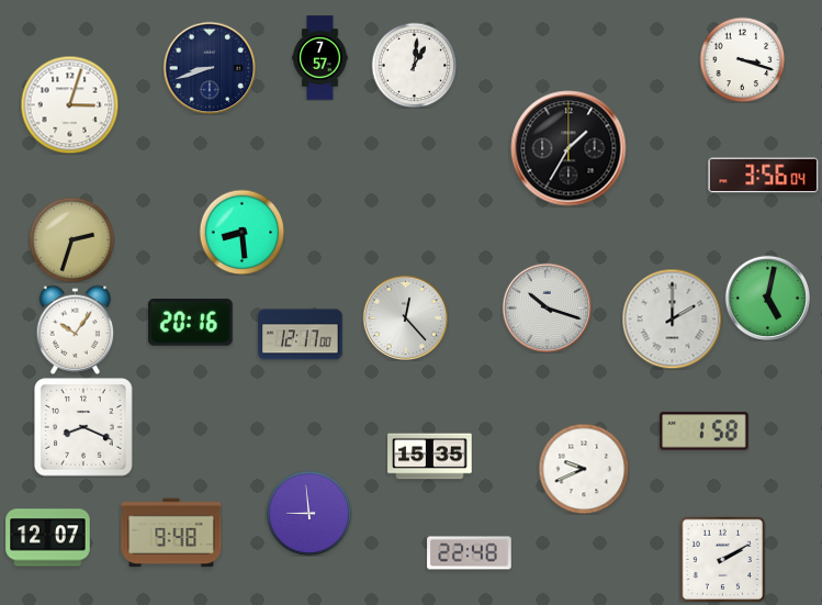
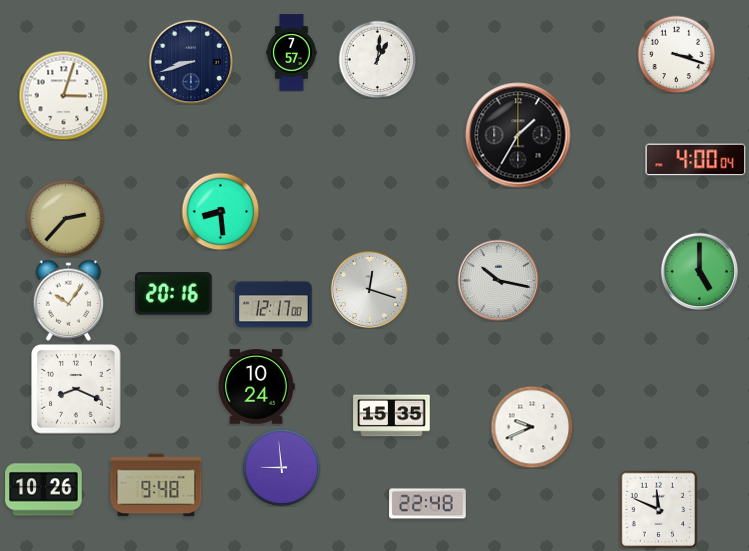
clock at (764, 176): 3:56 -> 4:00
clock at (71, 239): 2:33 -> 2:37
clock at (767, 298): 5:02 -> 5:00
clock at (547, 307): 10:18 -> 10:17
clock at (405, 317): 12:23 -> 12:18
clock at (672, 318): 2:00 -> none
clock at (256, 387): none -> 10:24
clock at (705, 432): 1:58 -> none
clock at (48, 538): 12:07 -> 10:26
clock at (722, 559): 2:10 -> 11:49
